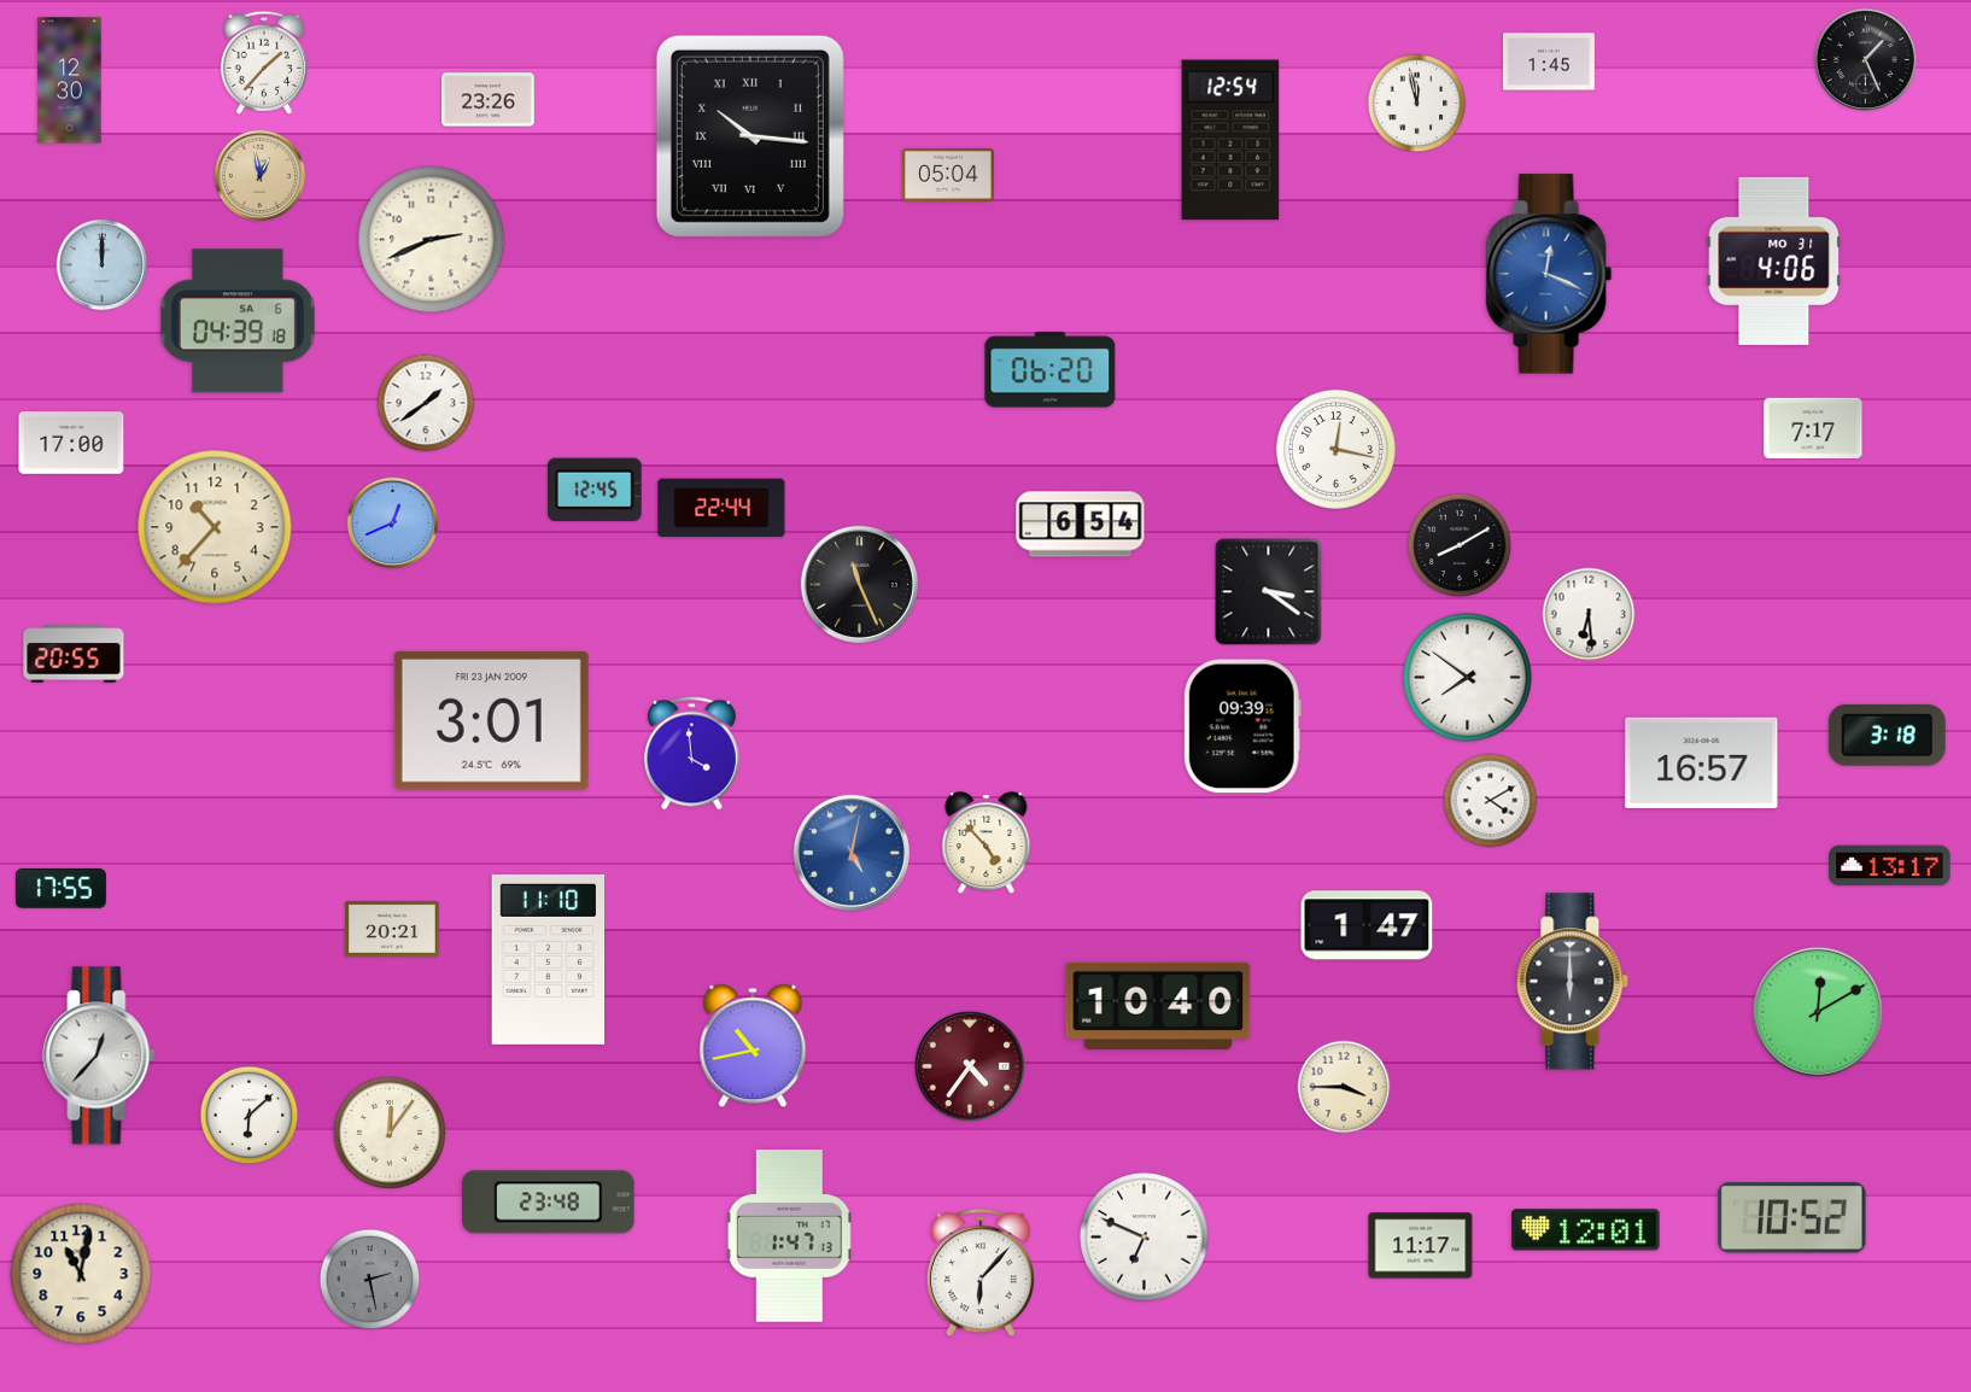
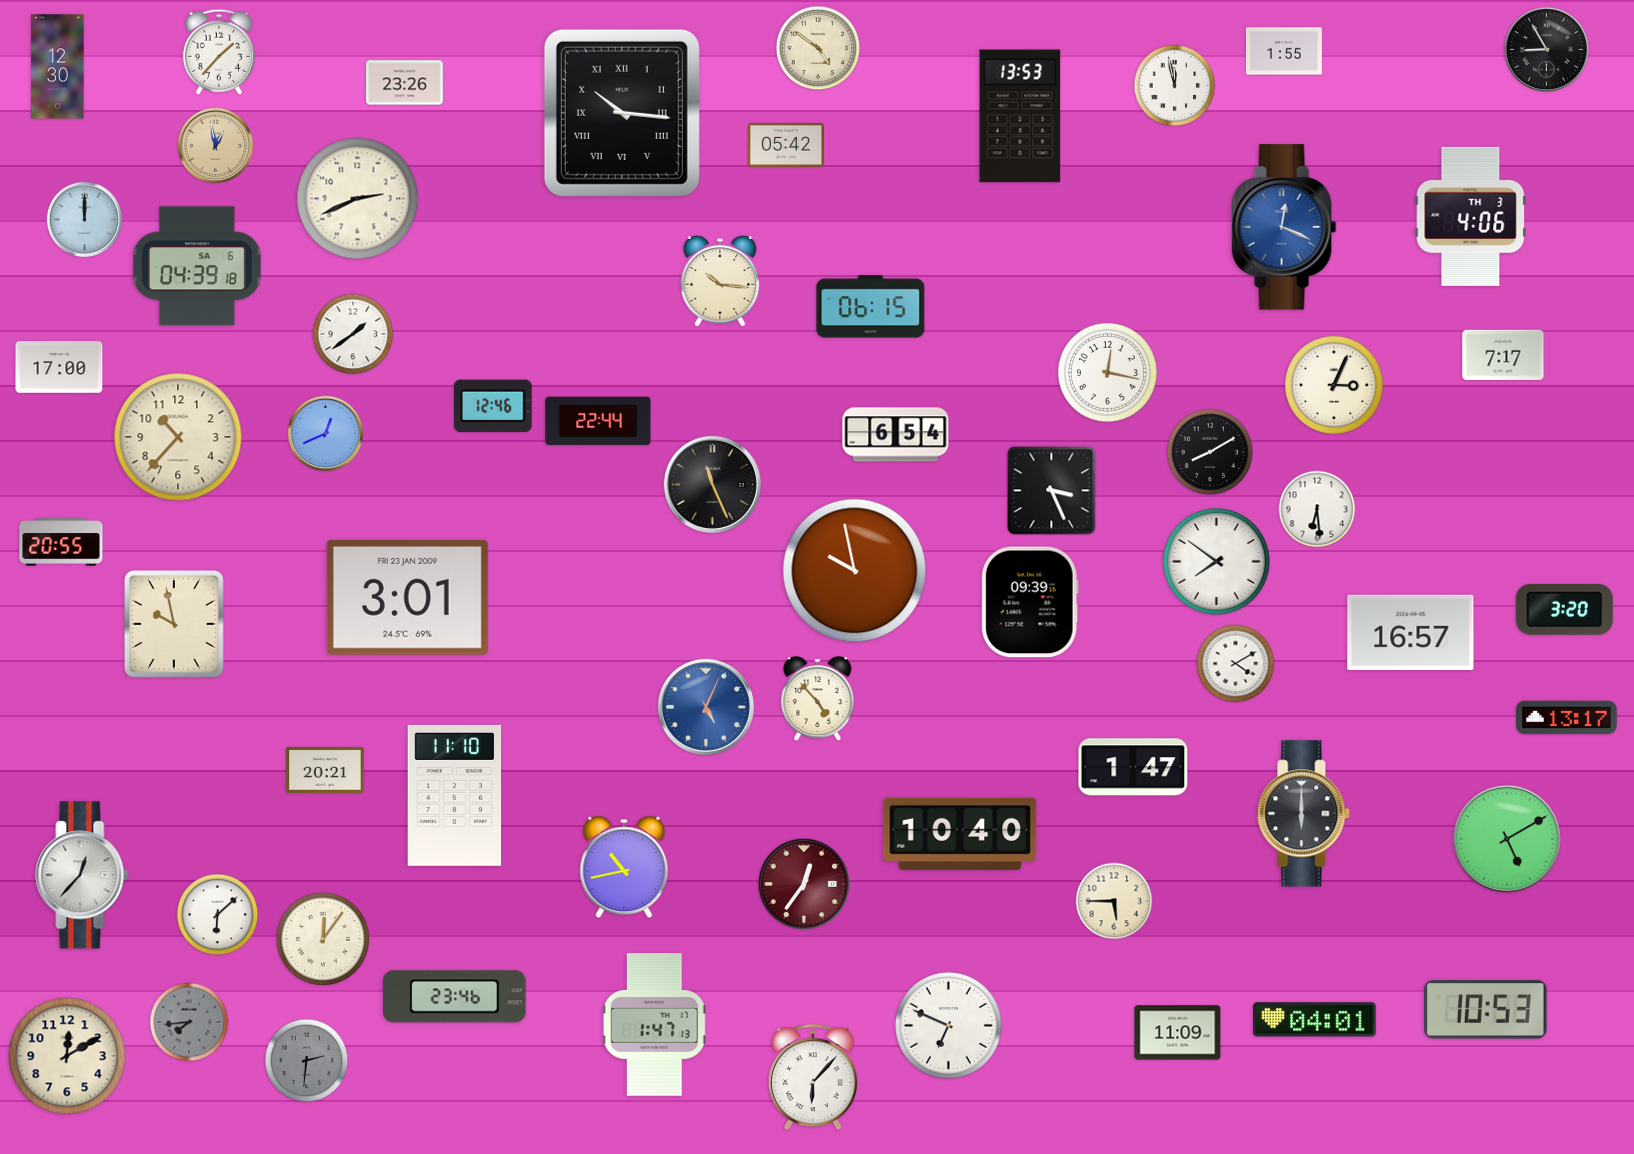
clock at (818, 48): none -> 4:51
clock at (1866, 60): 1:26 -> 8:55
clock at (1549, 62): 1:45 -> 1:55
clock at (1230, 140): 12:54 -> 13:53
clock at (948, 175): 05:04 -> 05:42
clock at (1774, 261) date: MO 31 -> TH 3
clock at (720, 281): none -> 10:16
clock at (1051, 370): 06:20 -> 06:15
clock at (1334, 385): none -> 3:04
clock at (595, 490): 12:45 -> 12:46
clock at (1269, 592): 3:21 -> 3:26
clock at (855, 571): none -> 9:58
clock at (1887, 735): 3:18 -> 3:20
clock at (175, 625): none -> 9:58
clock at (691, 754): 3:59 -> none
clock at (852, 853): 5:02 -> 5:04
clock at (60, 888): 17:55 -> none
clock at (1818, 1012): 12:10 -> 5:10
clock at (969, 1065): 4:36 -> 12:36
clock at (1344, 1087): 3:45 -> 5:45
clock at (250, 1116) position: (250, 1116) -> (218, 915)
clock at (549, 1203): 23:48 -> 23:46
clock at (1792, 1218): 10:52 -> 10:53
clock at (1586, 1230): 12:01 -> 04:01
clock at (189, 1022): none -> 7:44
clock at (1421, 1246): 11:17 -> 11:09
clock at (81, 1274): 11:02 -> 12:10
clock at (981, 1274) position: (981, 1274) -> (813, 1078)
clock at (370, 1280): 2:28 -> 2:31
